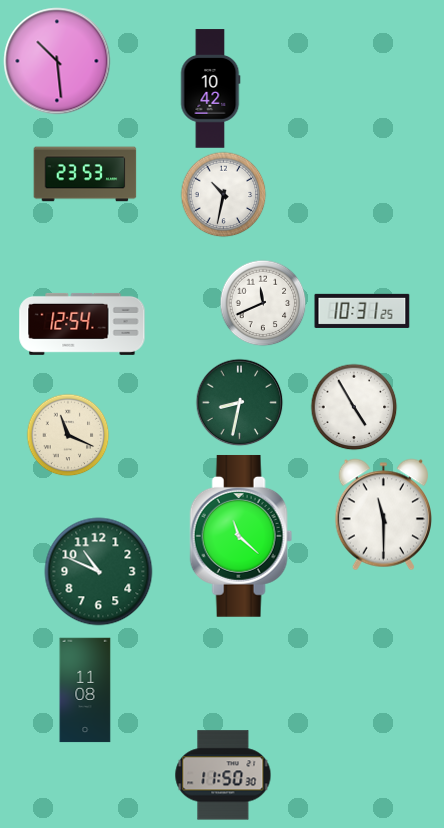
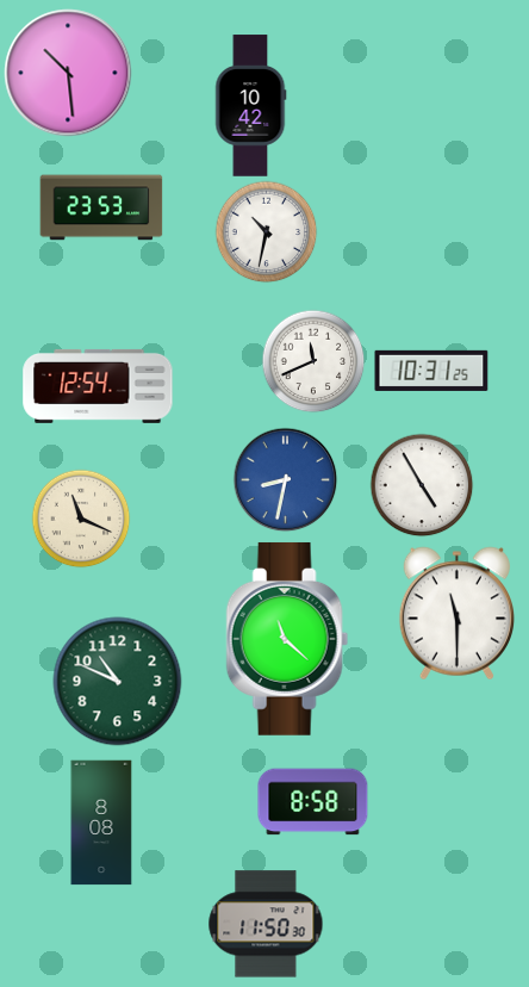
clock at (239, 402) dial: green -> blue
clock at (313, 802): none -> 8:58
clock at (85, 690): 11:08 -> 8:08
